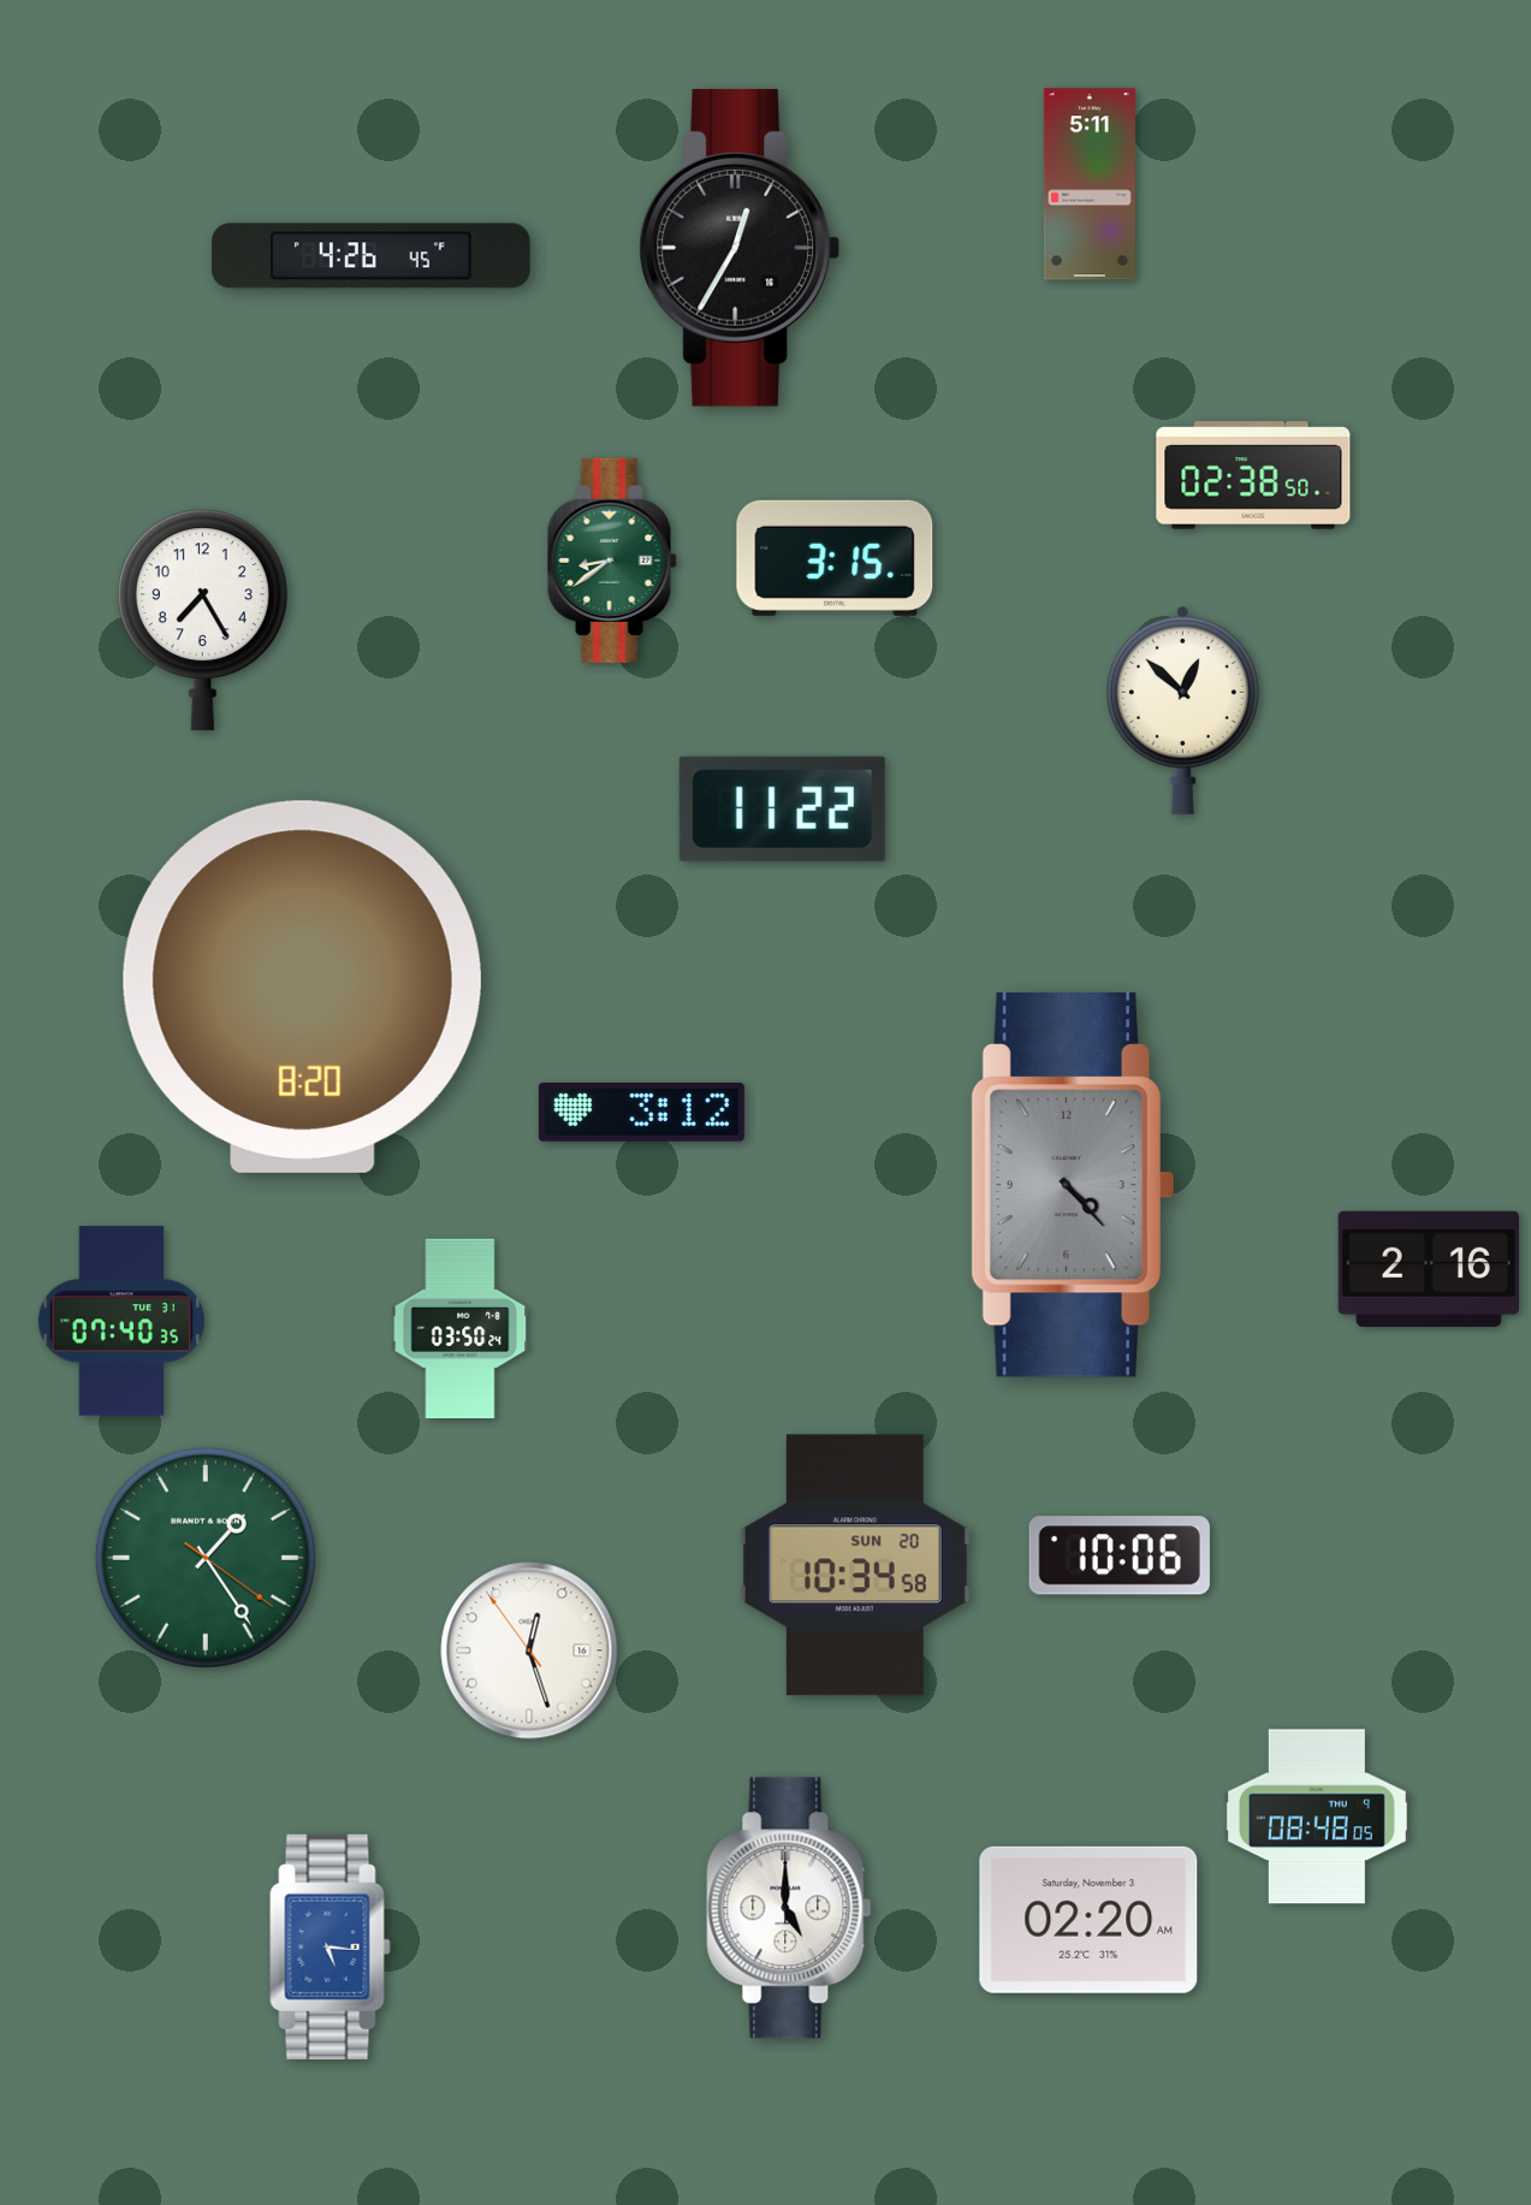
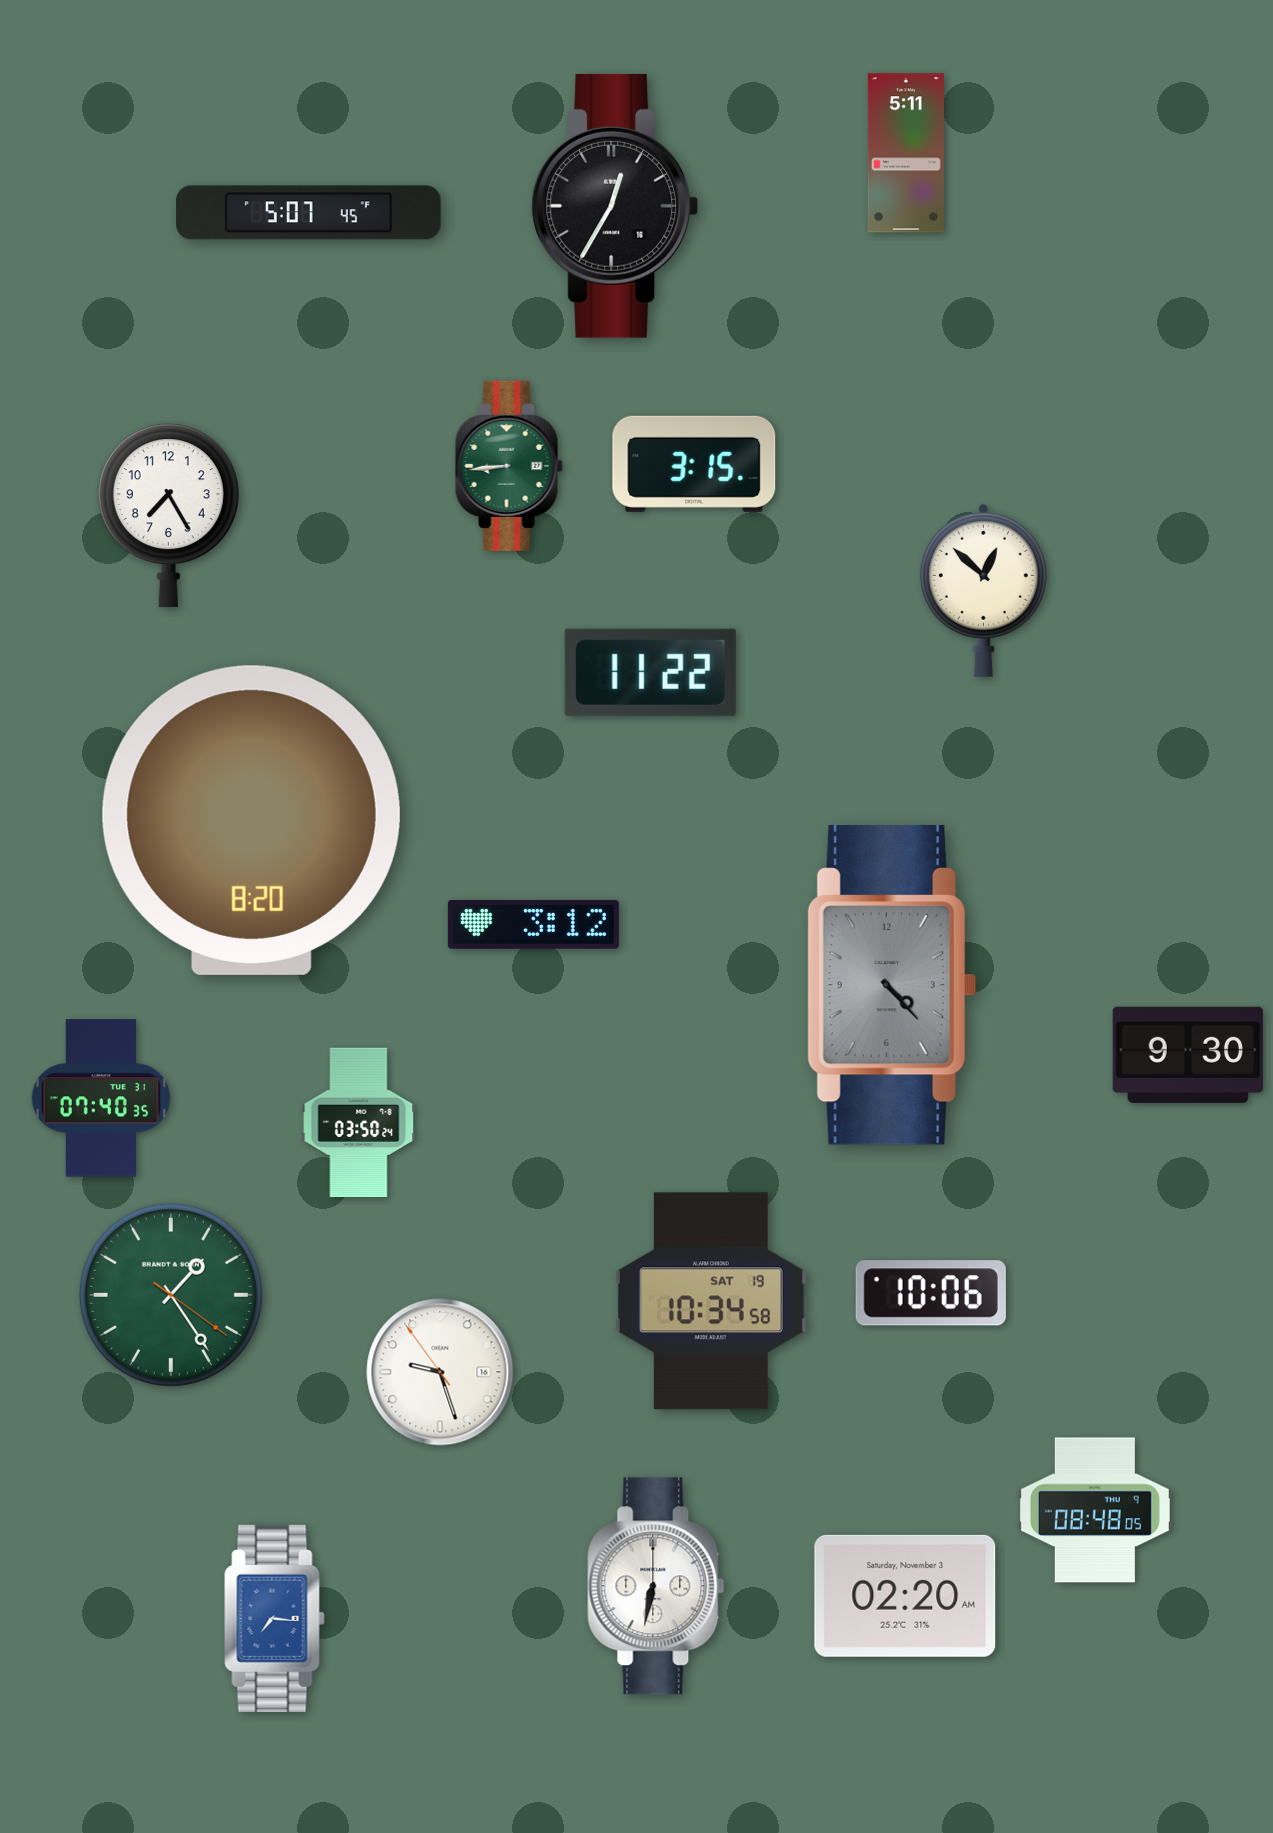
clock at (372, 256): 4:26 -> 5:07
clock at (1253, 475): 02:38 -> none
clock at (612, 561): 8:39 -> 8:44
clock at (1429, 1269): 2:16 -> 9:30
clock at (461, 1329) position: (461, 1329) -> (359, 1123)
clock at (855, 1565) date: SUN 20 -> SAT 19
clock at (529, 1650): 12:26 -> 9:26
clock at (789, 1908): 5:00 -> 6:32
clock at (331, 1946): 5:16 -> 7:16
